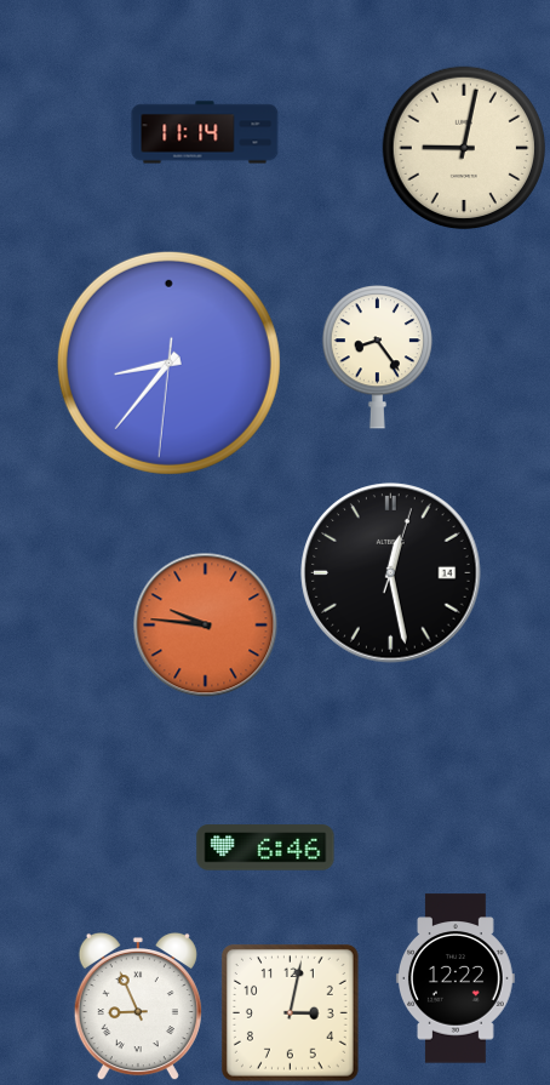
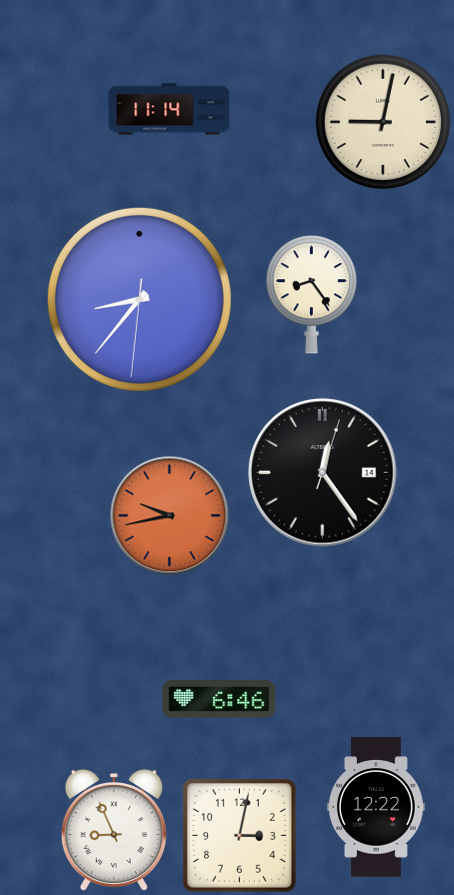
clock at (391, 573): 12:28 -> 12:24
clock at (206, 626): 9:46 -> 9:43
